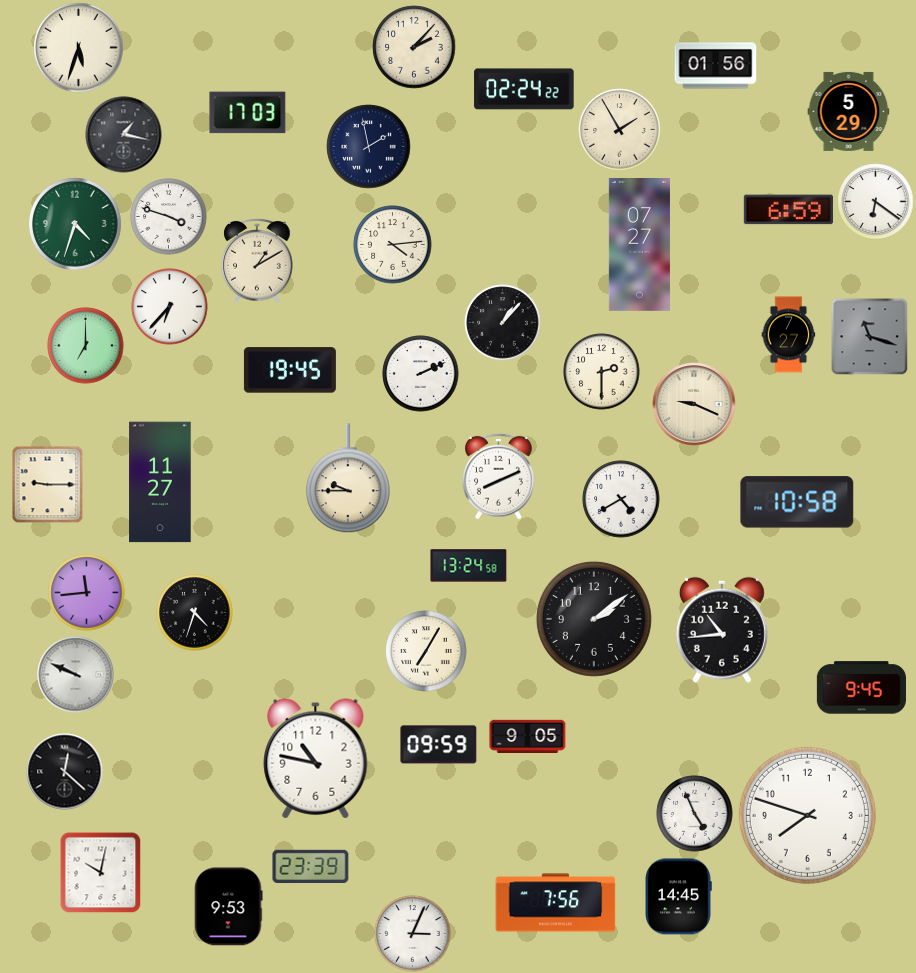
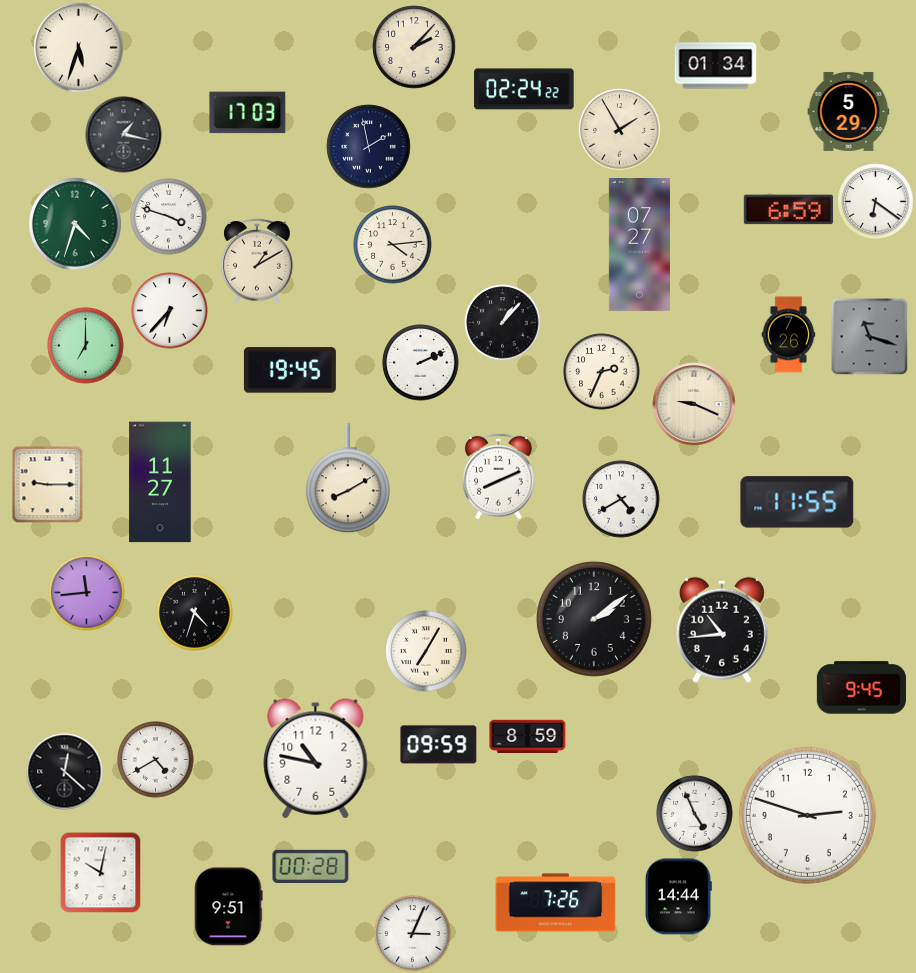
clock at (716, 66): 01:56 -> 01:34
clock at (170, 307) position: (170, 307) -> (170, 311)
clock at (789, 335): 7:27 -> 7:26
clock at (602, 372): 2:30 -> 2:34
clock at (421, 374) position: (421, 374) -> (421, 363)
clock at (348, 479): 9:45 -> 8:10
clock at (797, 502): 10:58 -> 11:55
clock at (469, 566): 13:24 -> none
clock at (76, 675): 9:49 -> none
clock at (528, 736): 9:05 -> 8:59
clock at (156, 760): none -> 4:40
clock at (807, 815): 7:48 -> 2:48
clock at (311, 866): 23:39 -> 00:28
clock at (678, 897): 14:45 -> 14:44
clock at (556, 903): 7:56 -> 7:26
clock at (228, 907): 9:53 -> 9:51
